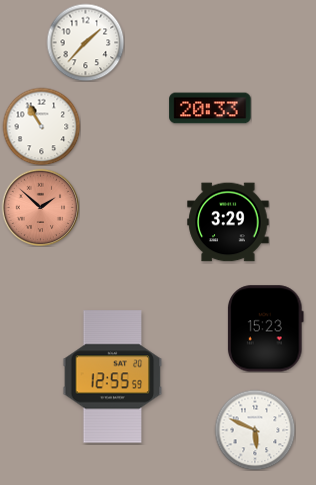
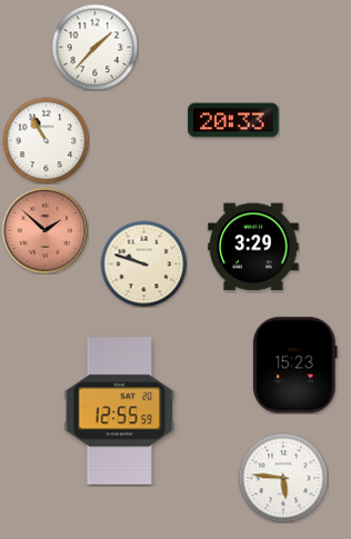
clock at (143, 263): none -> 9:48
clock at (113, 377) position: (113, 377) -> (120, 411)
clock at (255, 430): 5:49 -> 5:46
